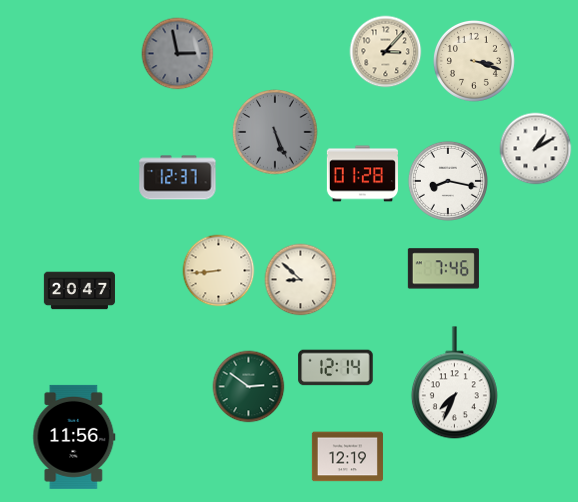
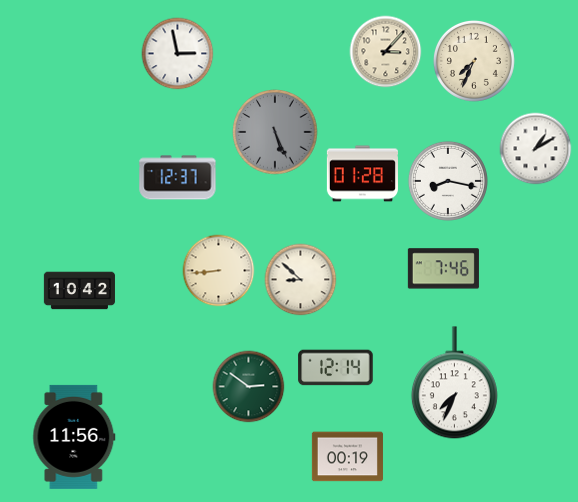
clock at (178, 54) dial: grey -> white
clock at (474, 61): 3:18 -> 7:34
clock at (79, 291): 20:47 -> 10:42
clock at (347, 457): 12:19 -> 00:19
